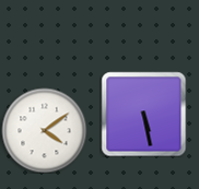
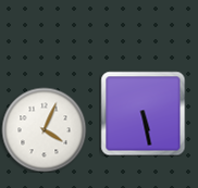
clock at (44, 130): 4:09 -> 4:04
